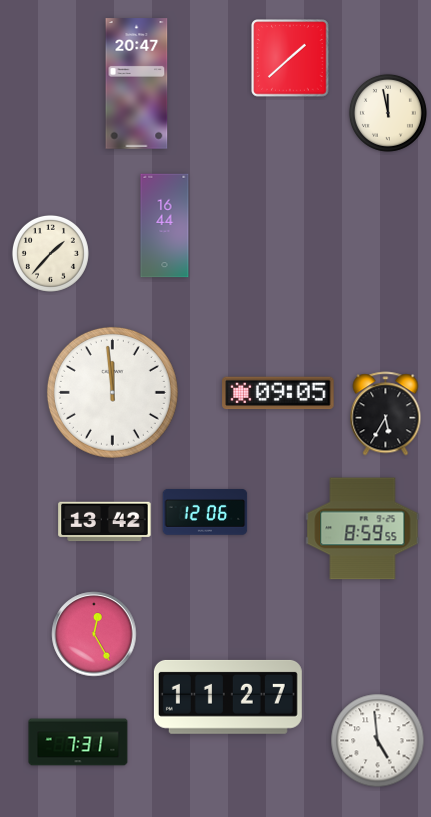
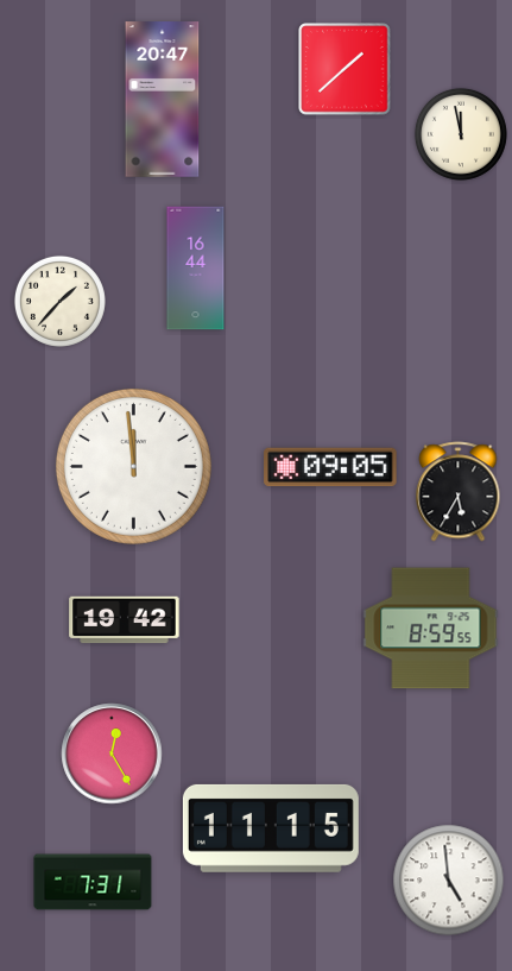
clock at (205, 512): 12:06 -> none
clock at (105, 522): 13:42 -> 19:42
clock at (228, 697): 11:27 -> 11:15
